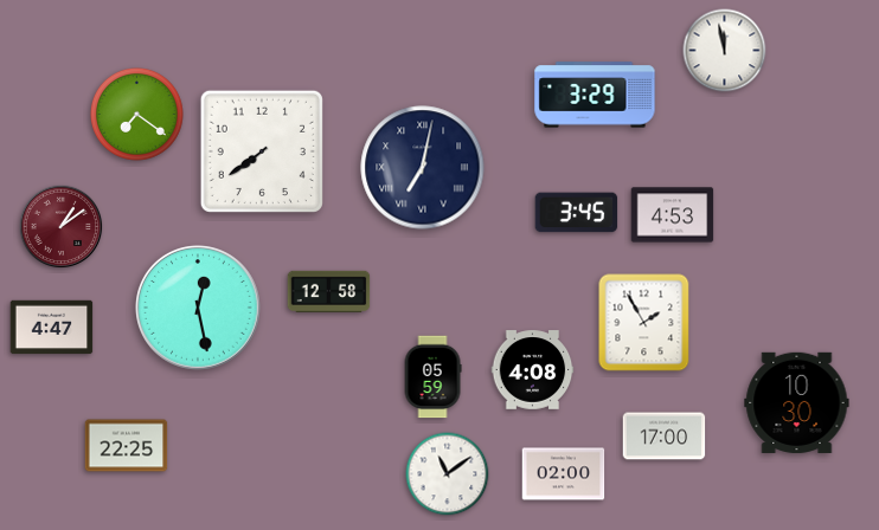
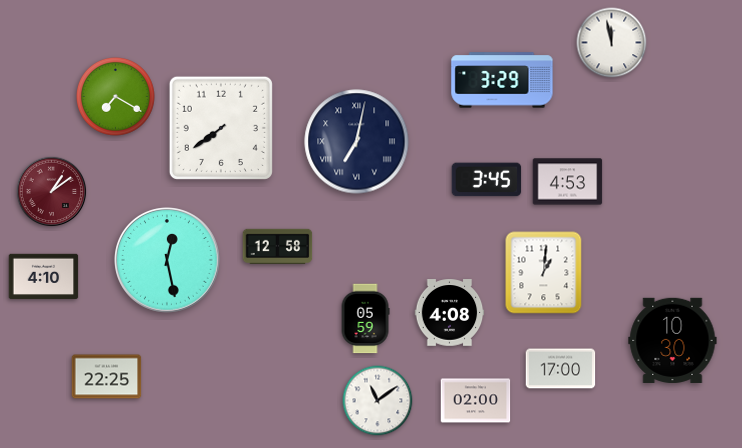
clock at (137, 115): 7:21 -> 7:20
clock at (644, 323): 1:55 -> 1:01
clock at (52, 328): 4:47 -> 4:10
